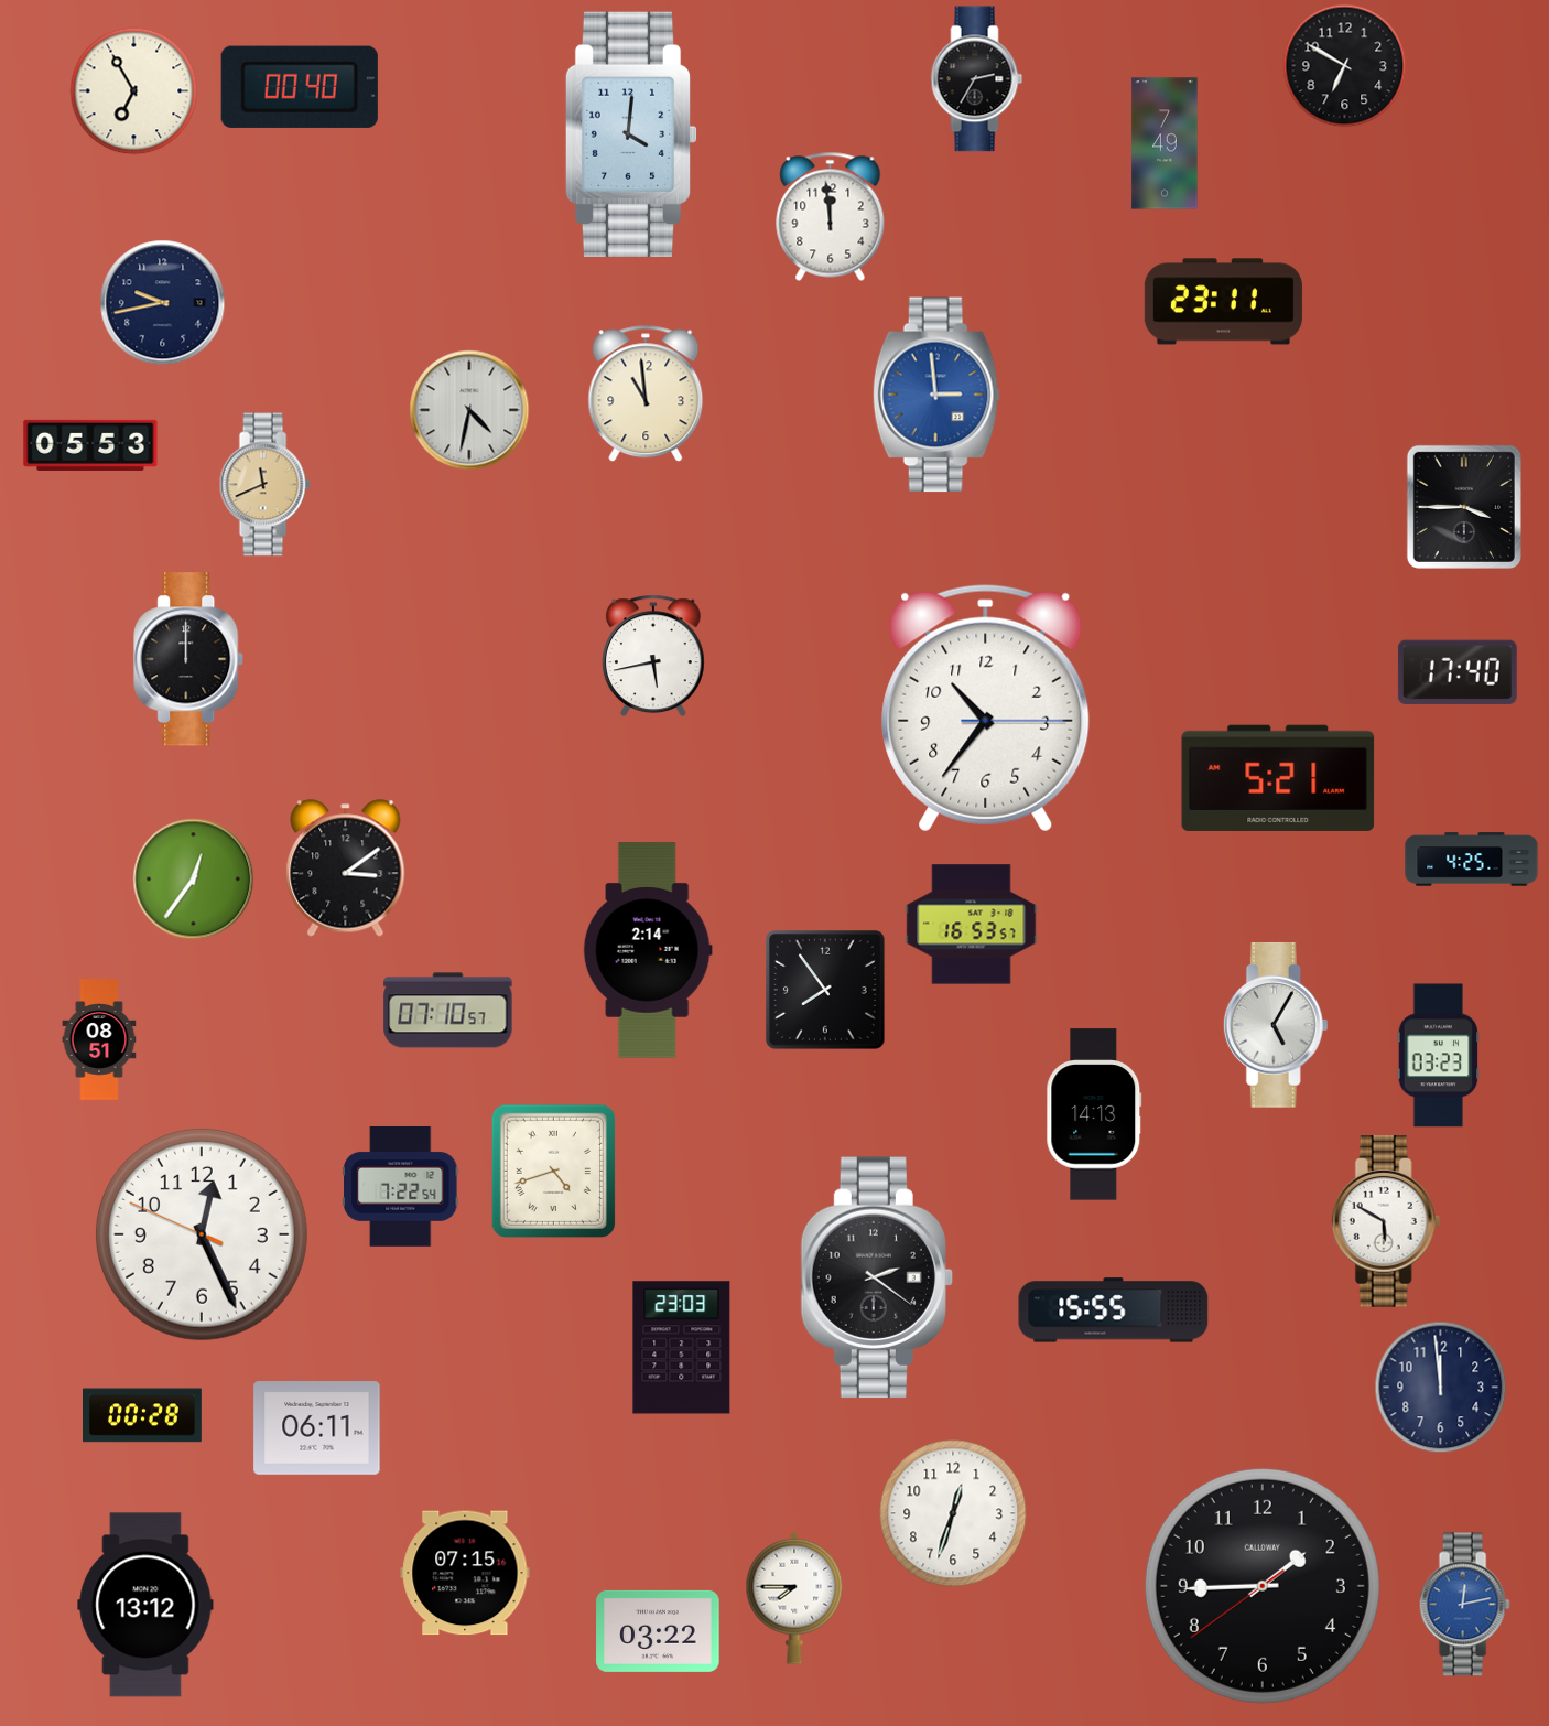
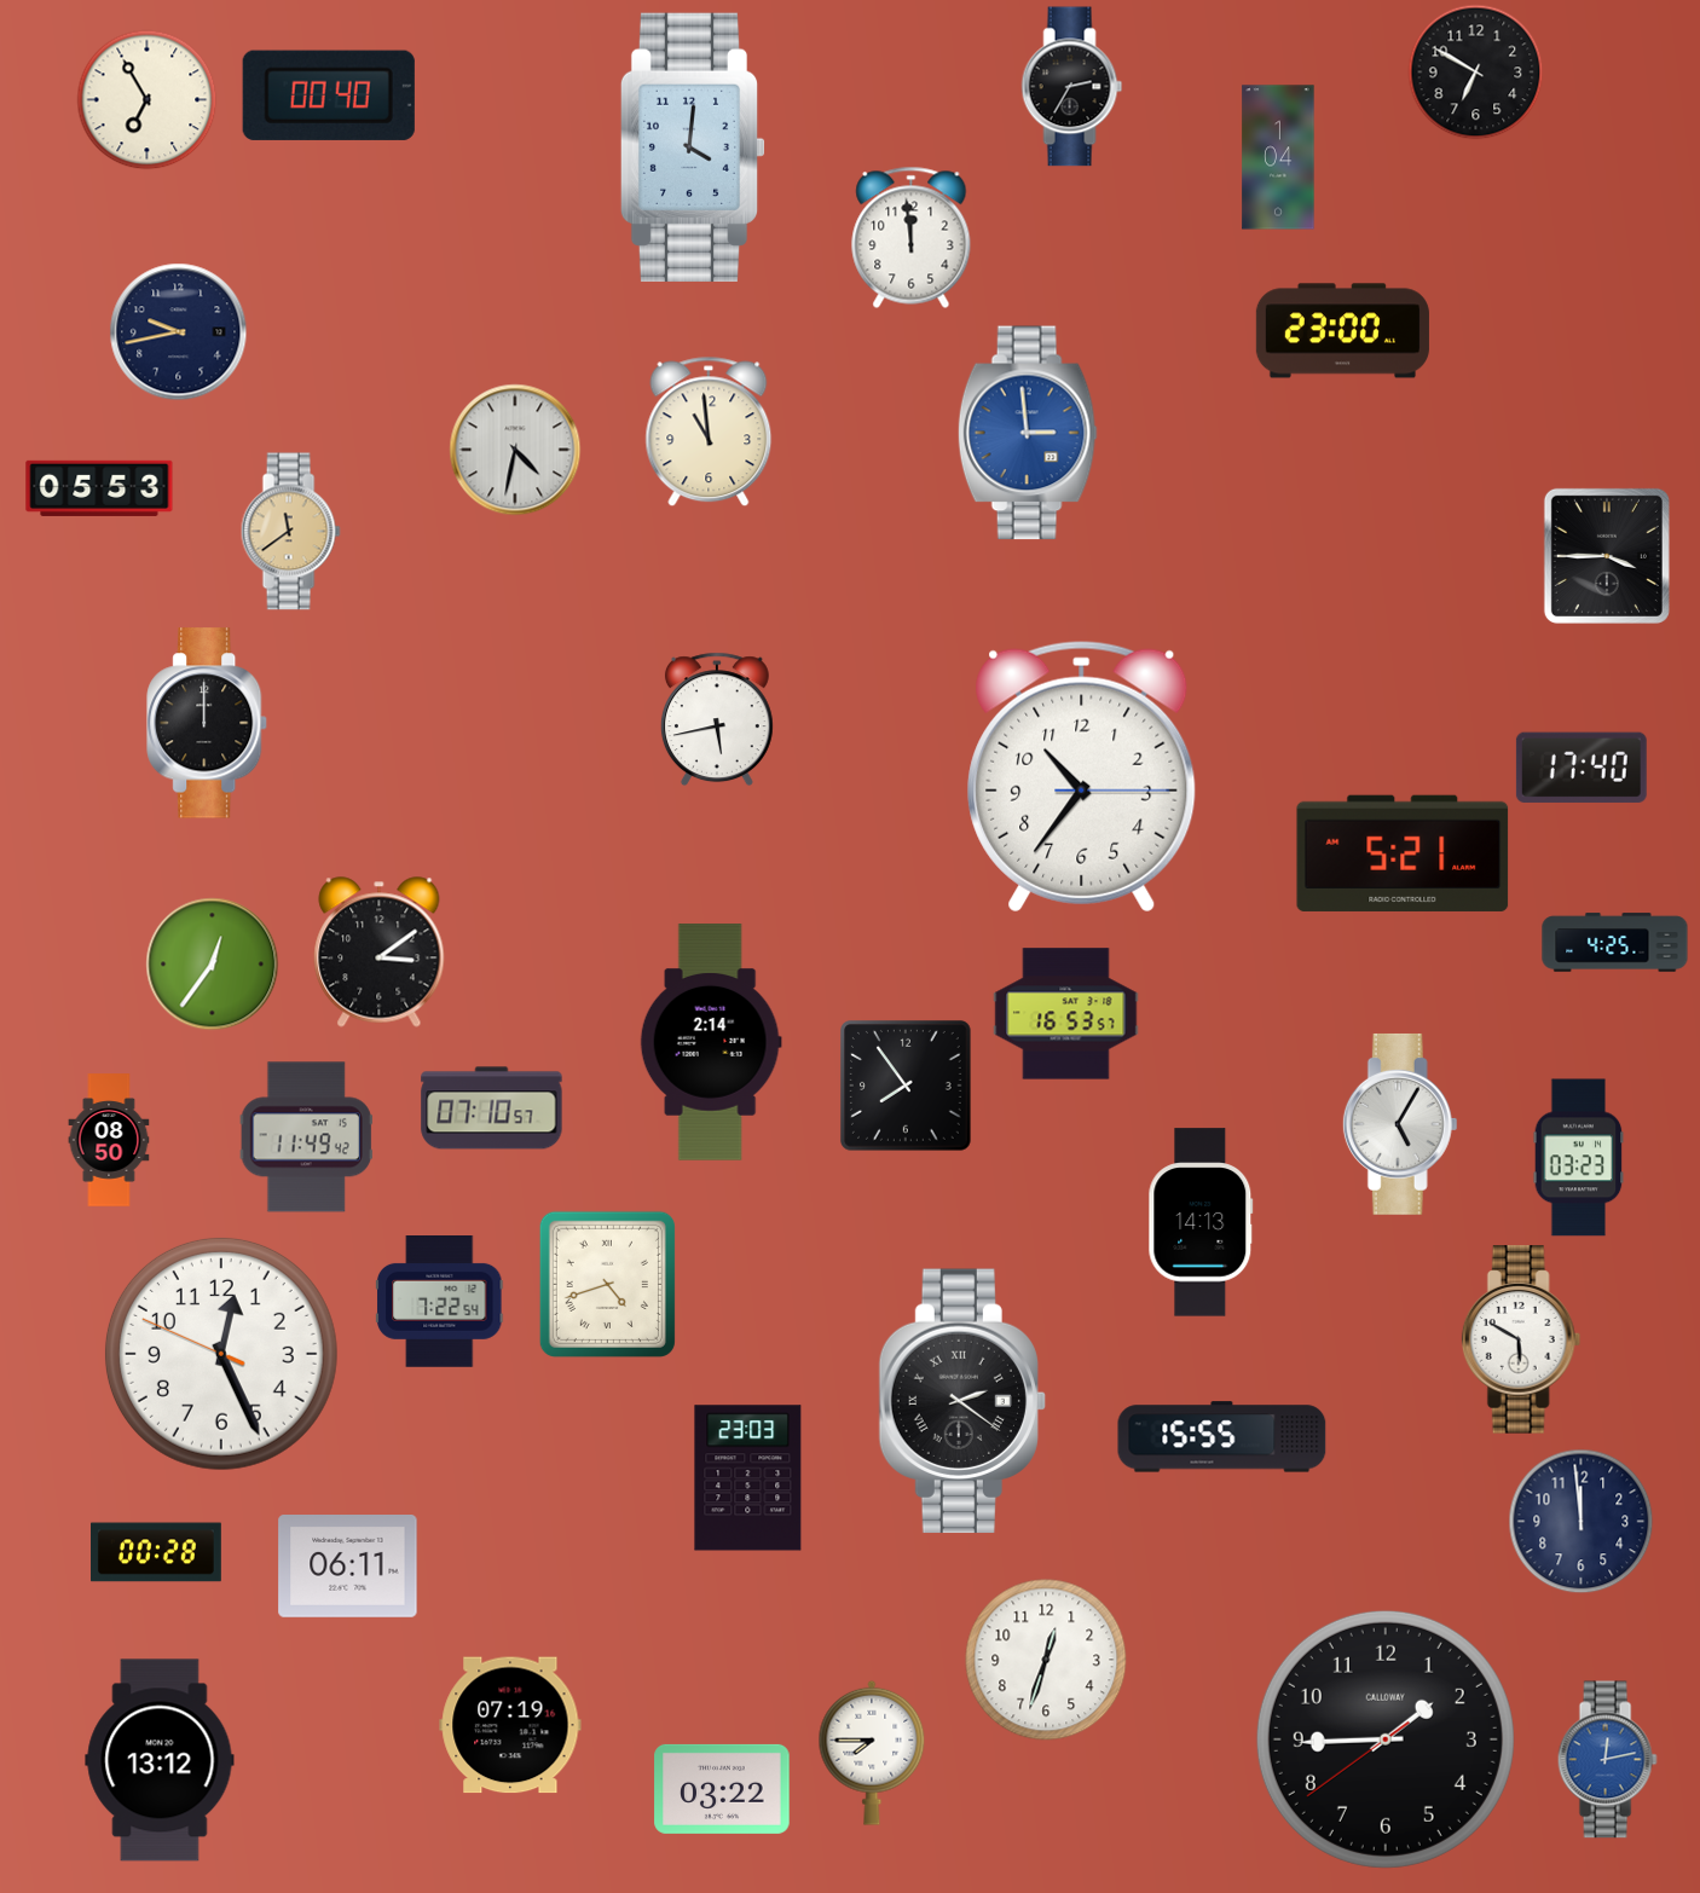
clock at (1165, 143): 7:49 -> 1:04
clock at (1223, 302): 23:11 -> 23:00
clock at (264, 485): 11:41 -> 11:39
clock at (1458, 672) position: (1458, 672) -> (1582, 768)
clock at (306, 1137): none -> 11:49
clock at (99, 1039): 08:51 -> 08:50
clock at (877, 1277) numerals: Arabic -> Roman
clock at (465, 1573): 07:15 -> 07:19
